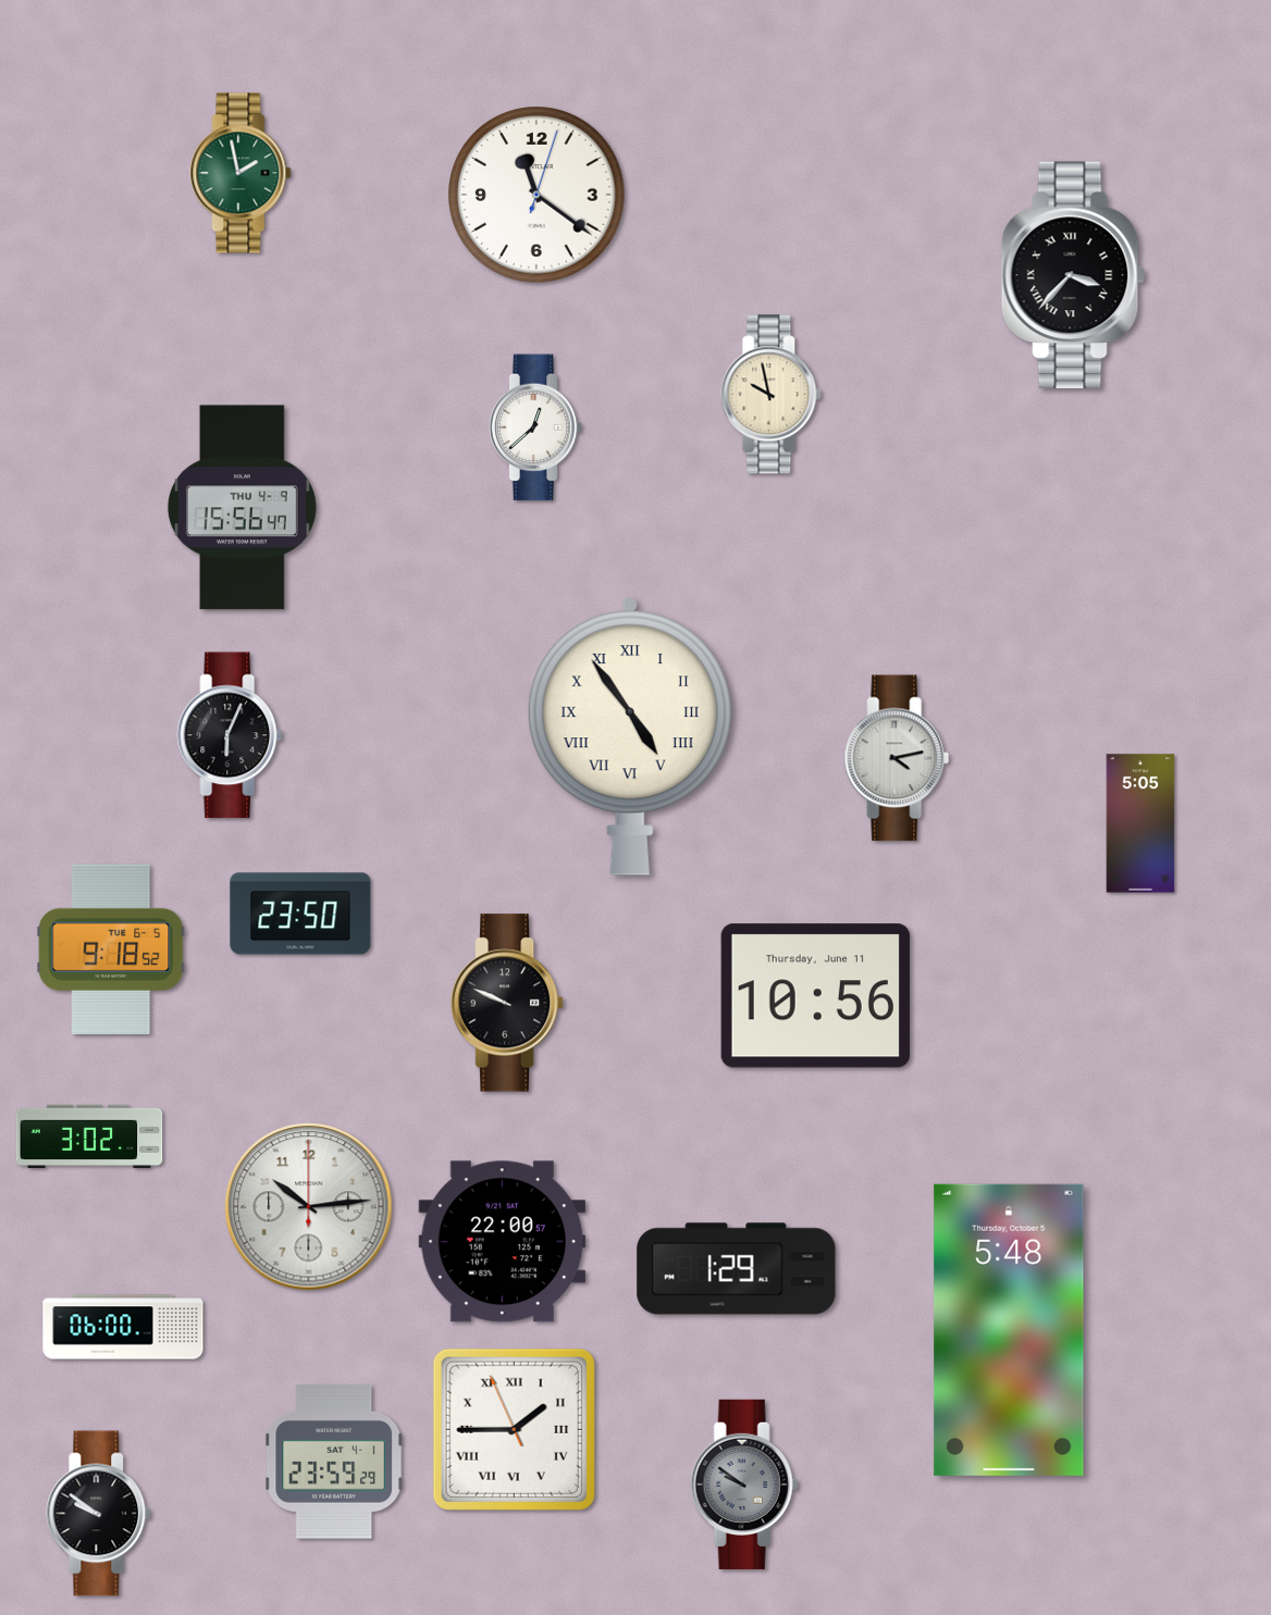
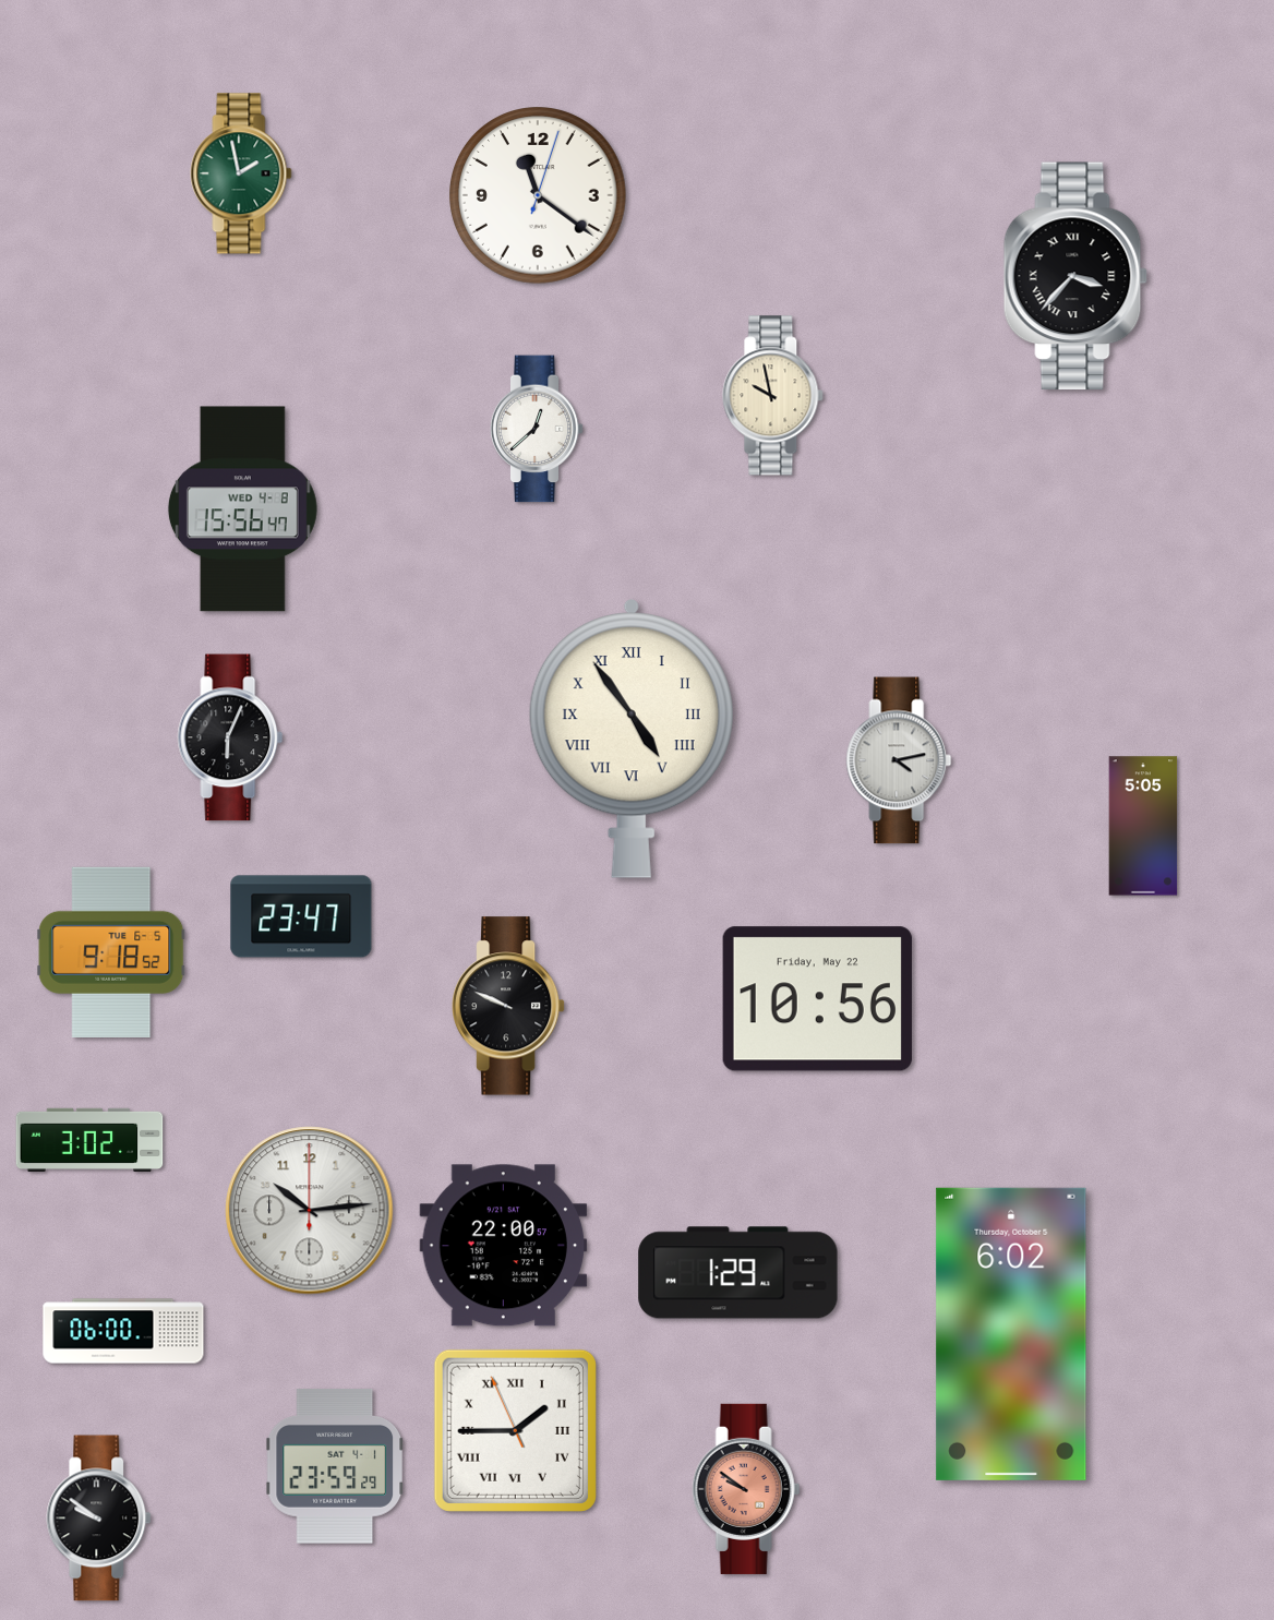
clock at (242, 508) date: THU 4-9 -> WED 4-8
clock at (300, 914): 23:50 -> 23:47
clock at (815, 996) date: Thursday, June 11 -> Friday, May 22
clock at (1009, 1330): 5:48 -> 6:02
clock at (514, 1429) position: (514, 1429) -> (515, 1430)
clock at (744, 1484) dial: grey -> salmon
